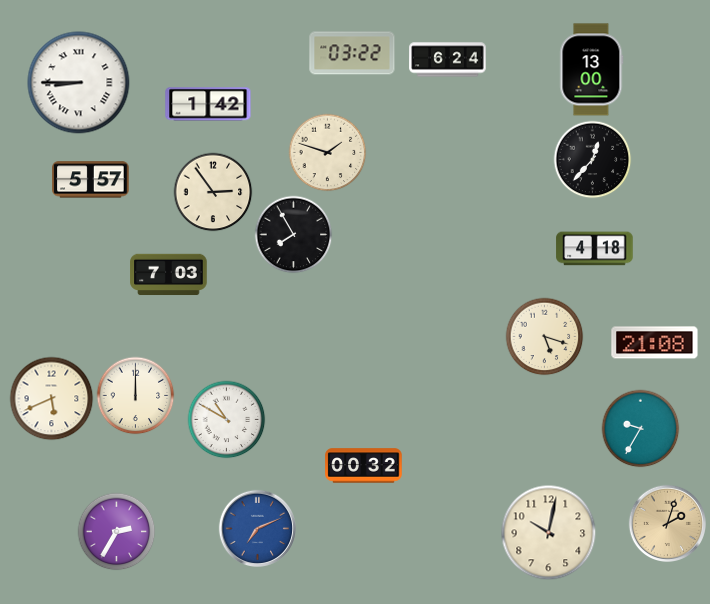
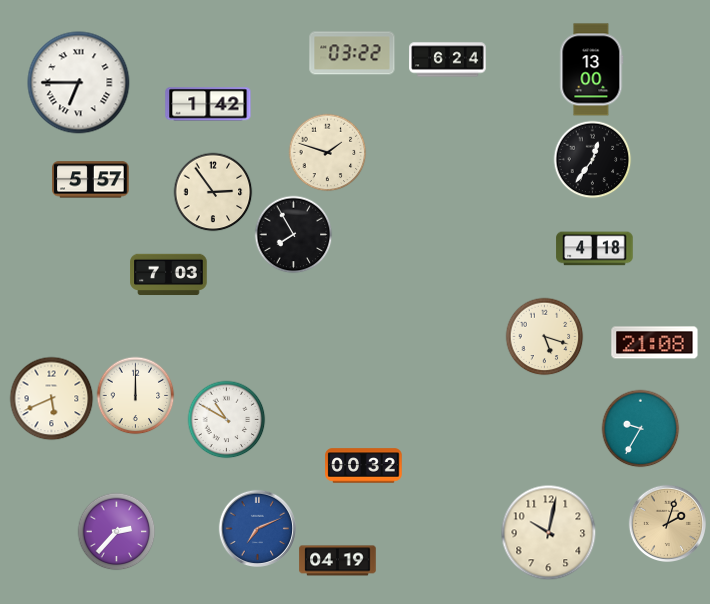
clock at (79, 83): 8:45 -> 6:45
clock at (592, 159): 12:37 -> 12:36
clock at (116, 531): 2:35 -> 2:37
clock at (338, 561): none -> 04:19
